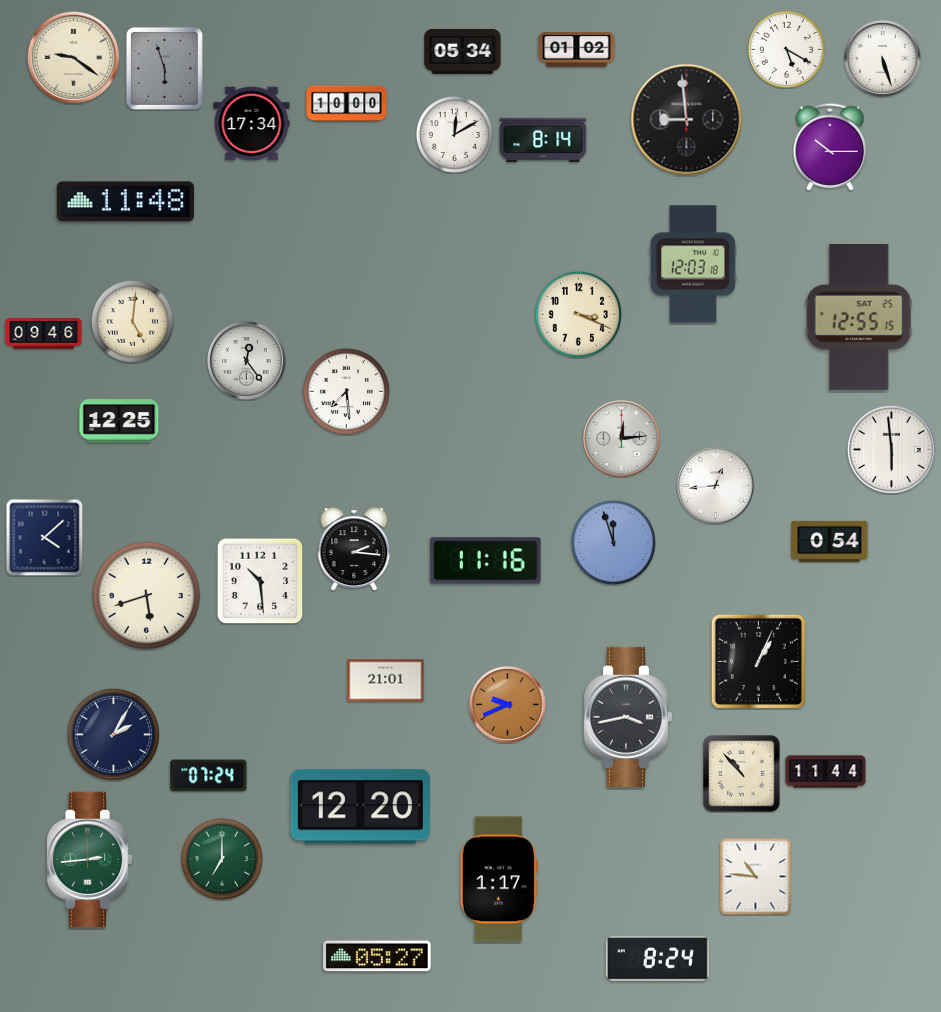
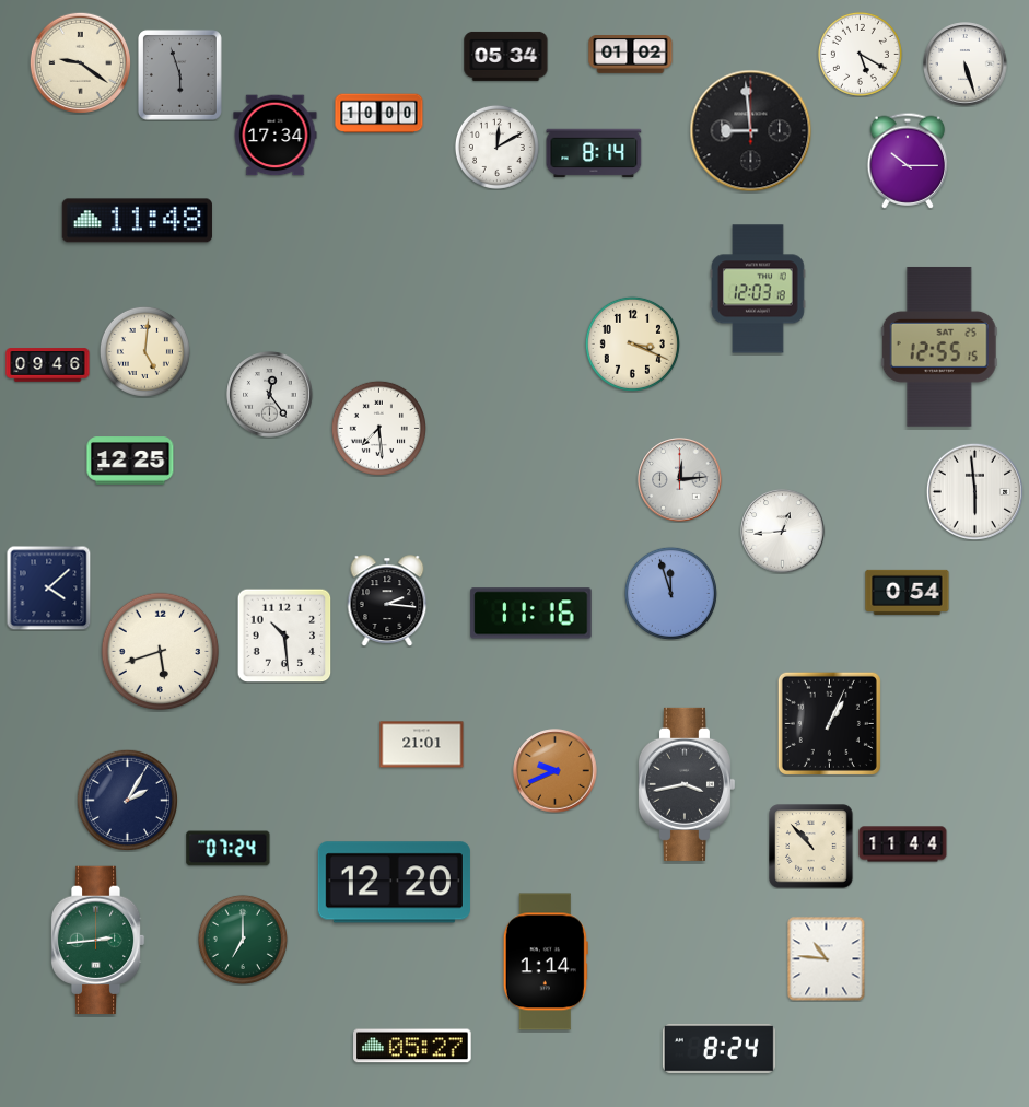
clock at (113, 734) position: (113, 734) -> (127, 800)
clock at (499, 879): 1:17 -> 1:14
